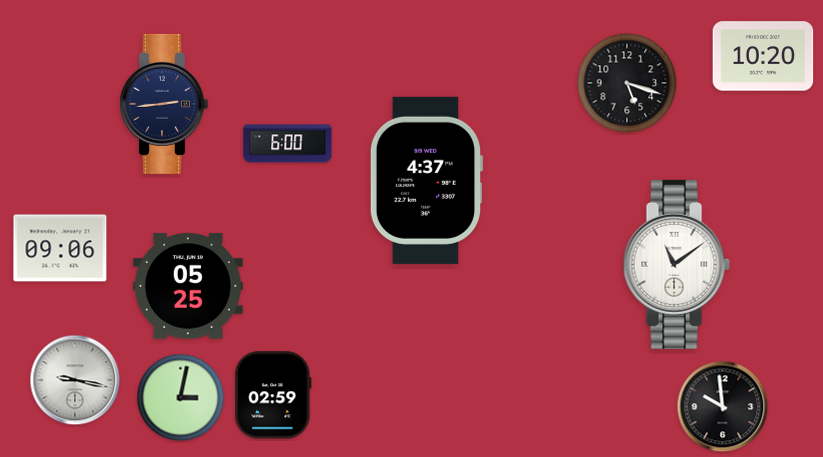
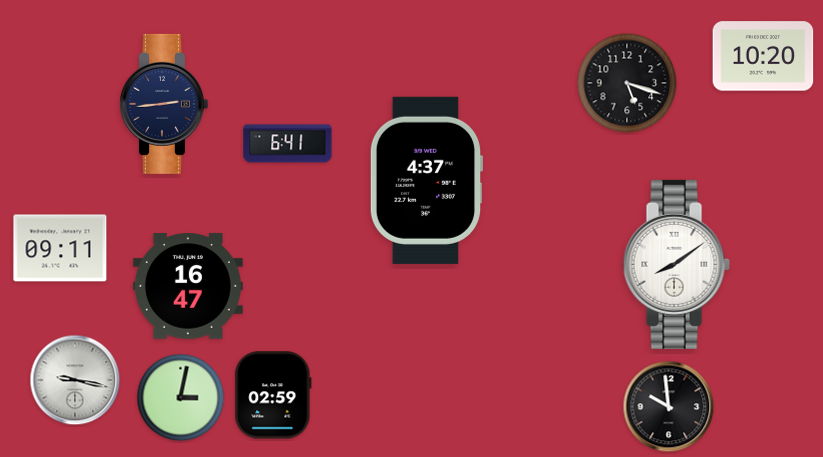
clock at (288, 144): 6:00 -> 6:41
clock at (60, 248): 09:06 -> 09:11
clock at (676, 264): 11:09 -> 8:09
clock at (188, 286): 05:25 -> 16:47
clock at (723, 407) position: (723, 407) -> (669, 407)
